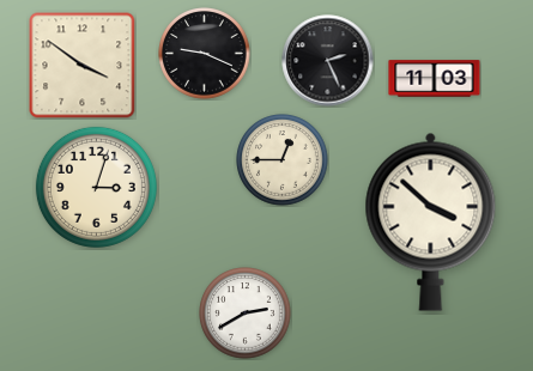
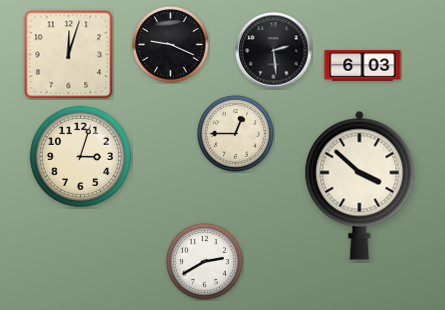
clock at (328, 61): 2:26 -> 2:29
clock at (83, 66): 3:51 -> 12:03
clock at (435, 79): 11:03 -> 6:03
